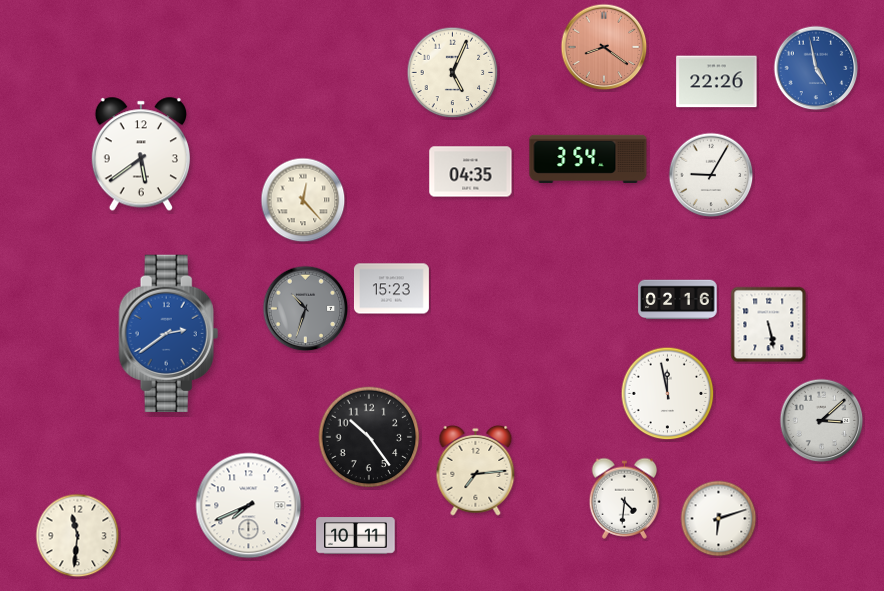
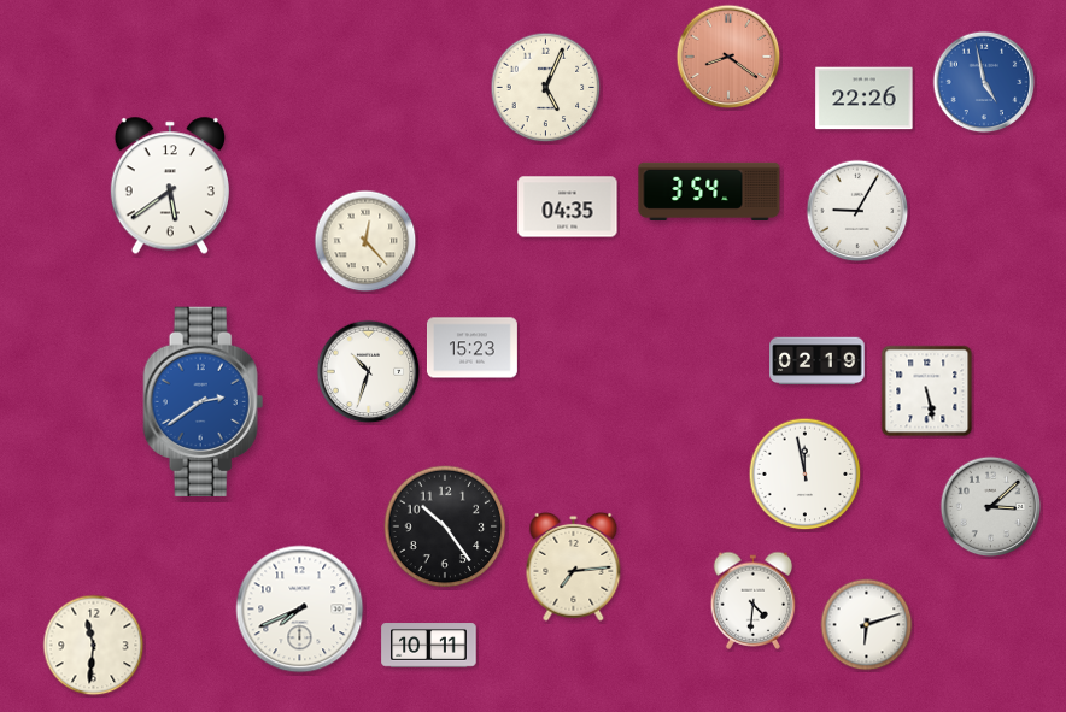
clock at (678, 300): 02:16 -> 02:19
clock at (306, 309) dial: grey -> white
